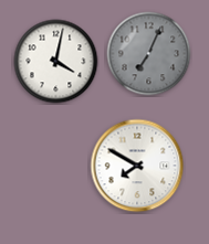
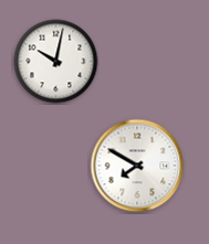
clock at (149, 54): 7:04 -> none
clock at (56, 62): 4:02 -> 10:02
